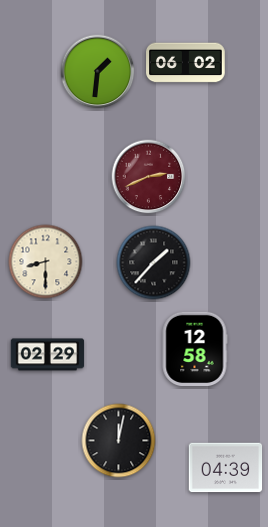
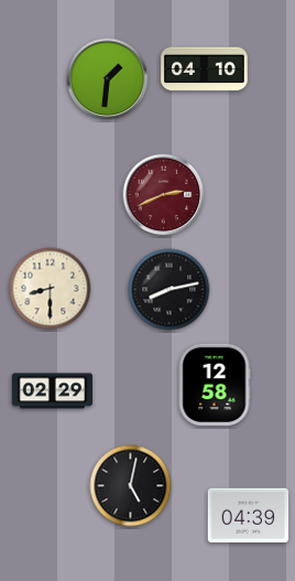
clock at (186, 63): 06:02 -> 04:10
clock at (154, 263): 1:37 -> 8:13
clock at (119, 441): 12:02 -> 5:02
